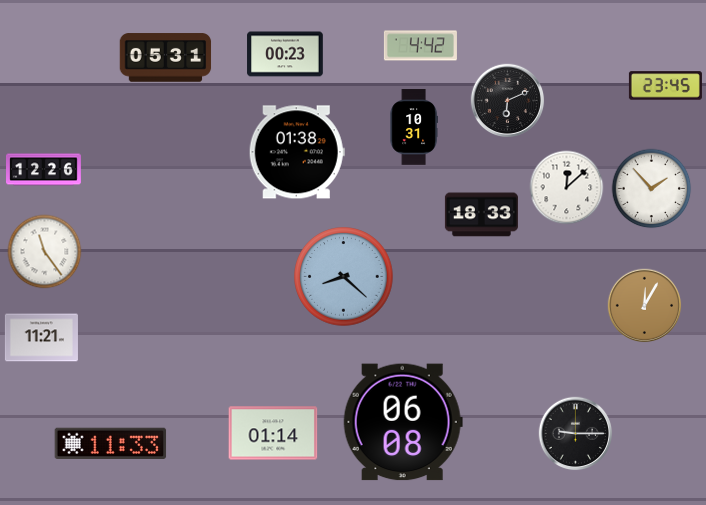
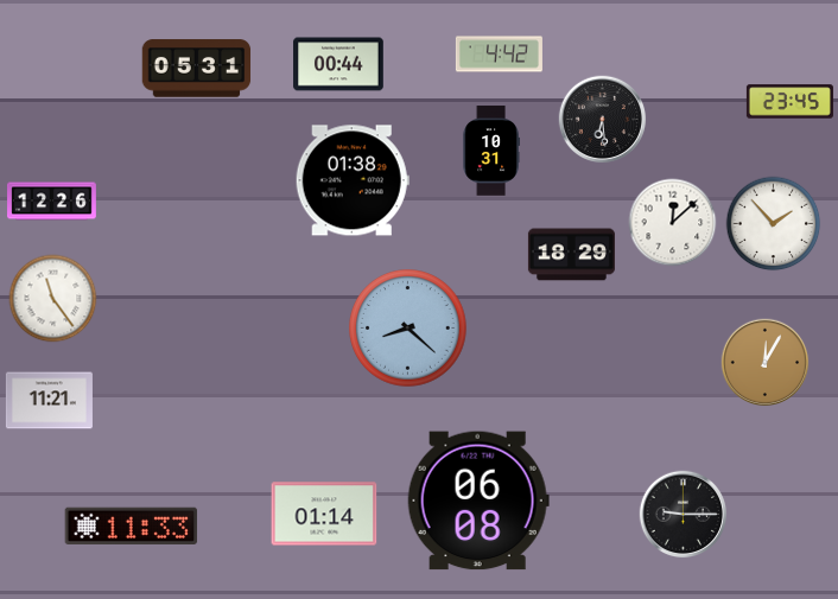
clock at (285, 54): 00:23 -> 00:44
clock at (508, 101): 6:11 -> 6:29
clock at (481, 215): 18:33 -> 18:29
